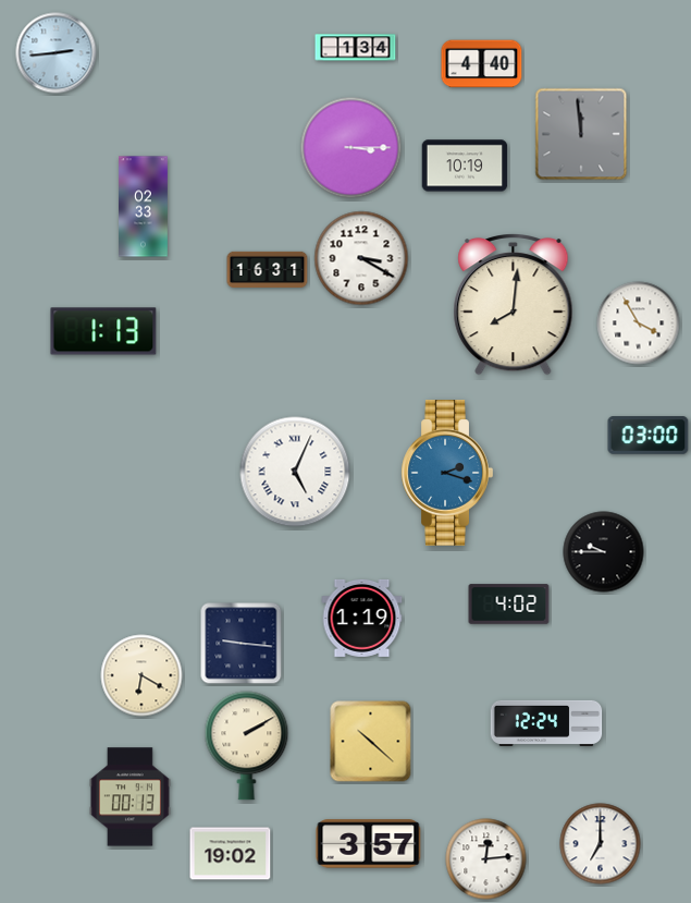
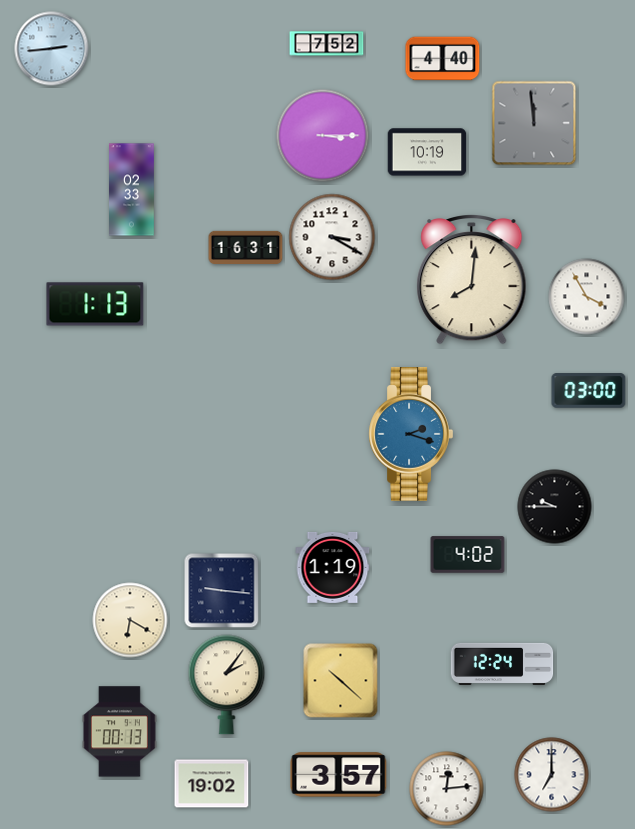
clock at (356, 48): 1:34 -> 7:52
clock at (649, 436) position: (649, 436) -> (589, 391)
clock at (295, 472): 5:04 -> none
clock at (247, 746): 2:10 -> 2:06
